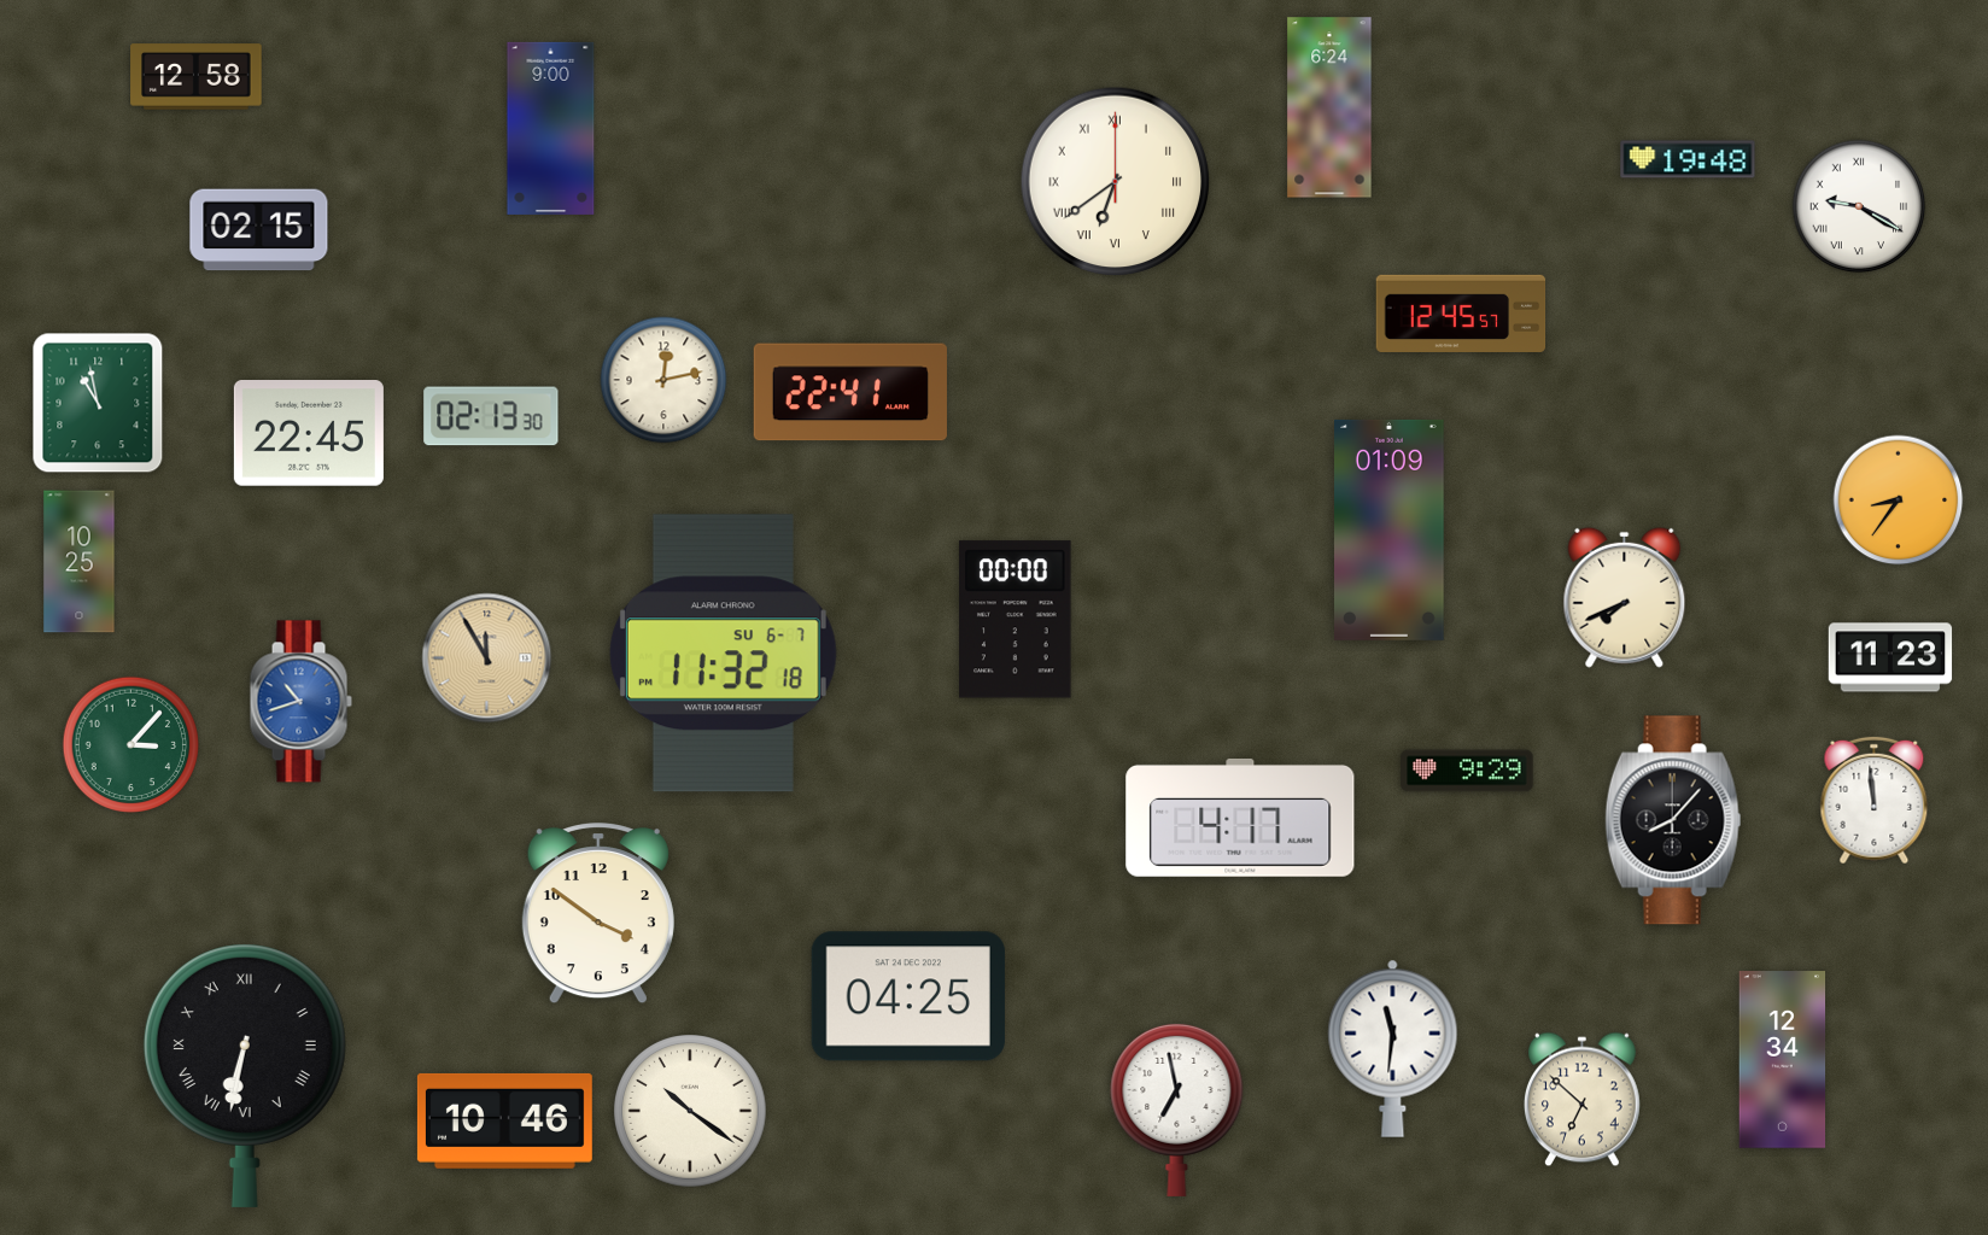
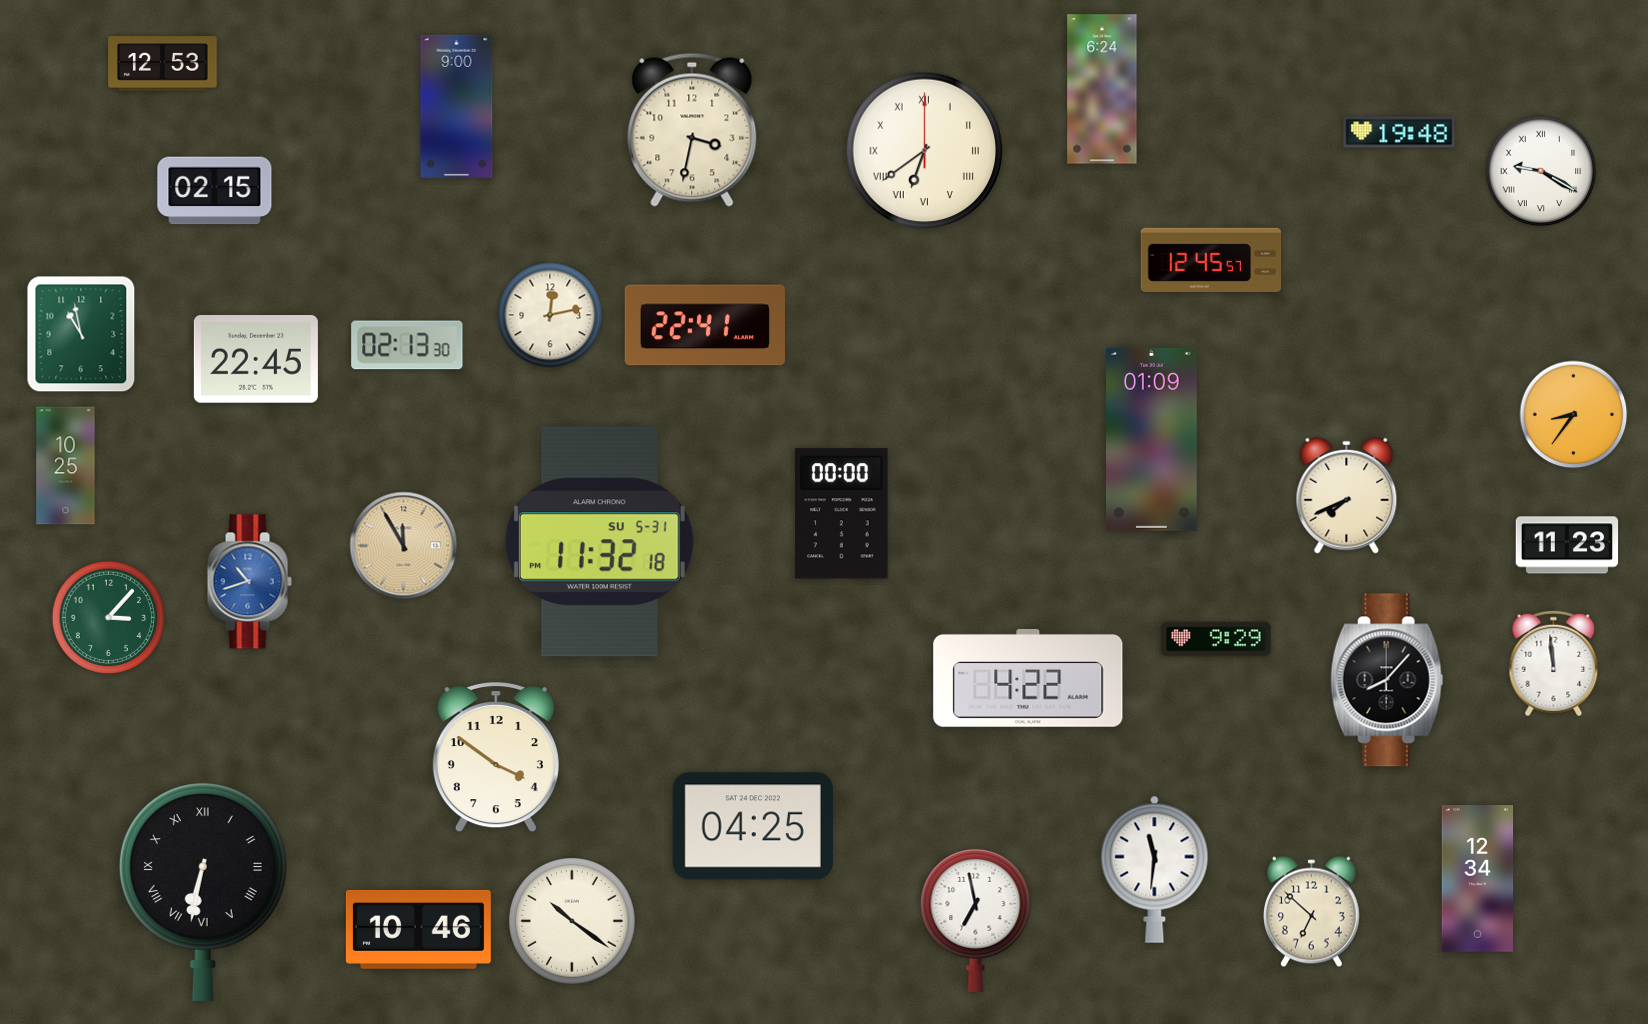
clock at (197, 77): 12:58 -> 12:53
clock at (692, 130): none -> 3:32
clock at (723, 654) date: SU 6-7 -> SU 5-31
clock at (1240, 818): 4:17 -> 4:22
